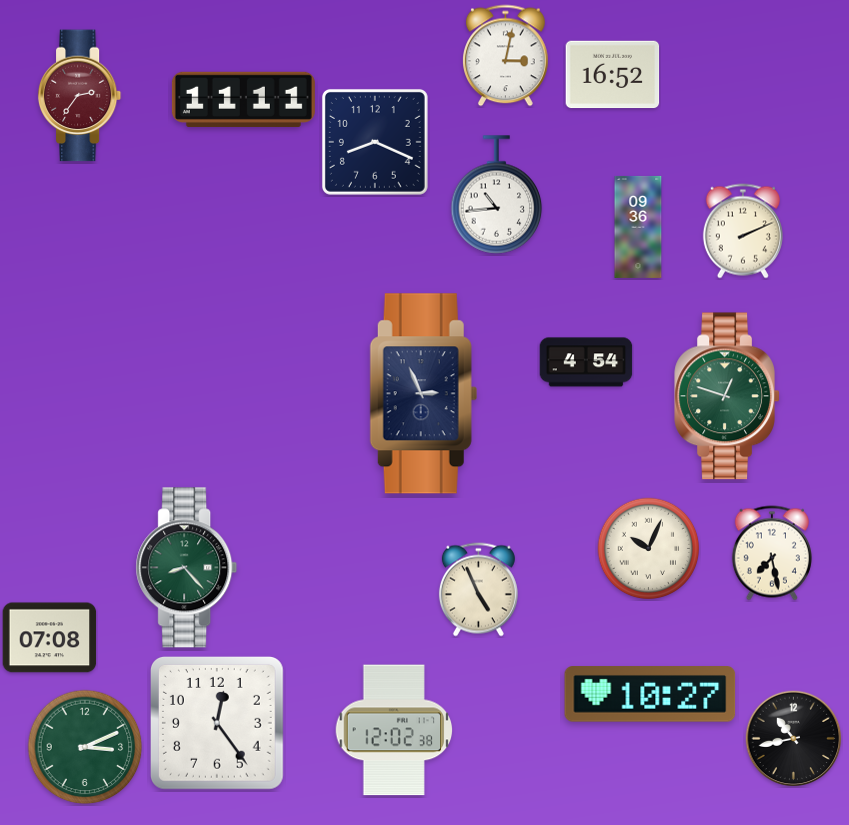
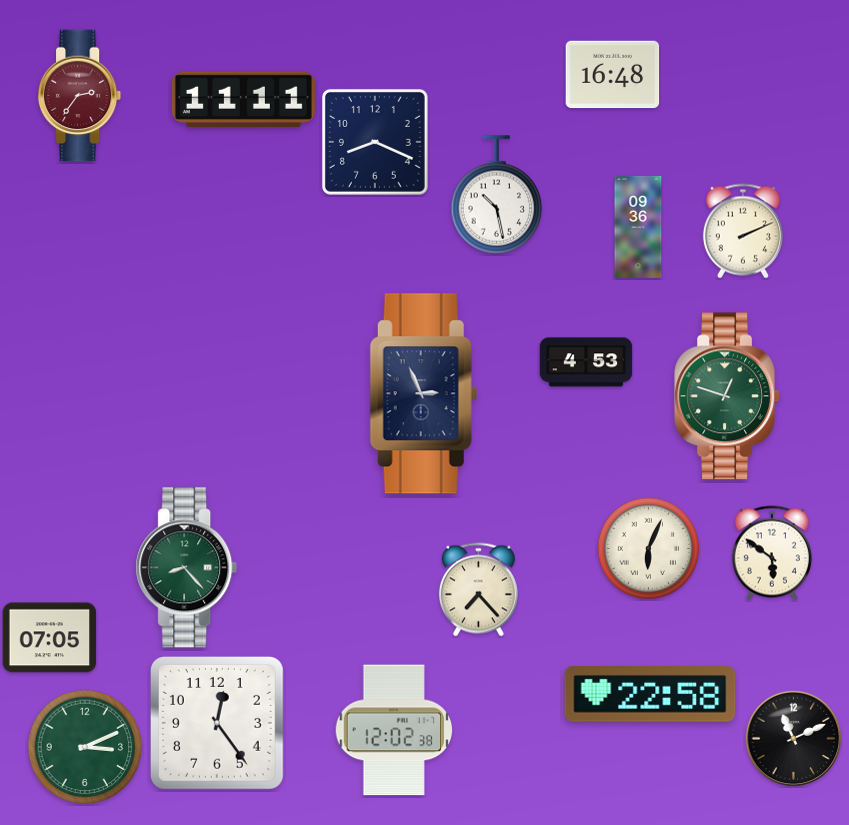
clock at (506, 56): 3:02 -> none
clock at (613, 75): 16:52 -> 16:48
clock at (497, 195): 10:44 -> 10:28
clock at (586, 362): 4:54 -> 4:53
clock at (649, 549): 10:04 -> 6:04
clock at (772, 553): 7:28 -> 5:51
clock at (478, 590): 4:56 -> 7:23
clock at (50, 638): 07:08 -> 07:05
clock at (650, 694): 10:27 -> 22:58
clock at (794, 739): 10:43 -> 11:11
